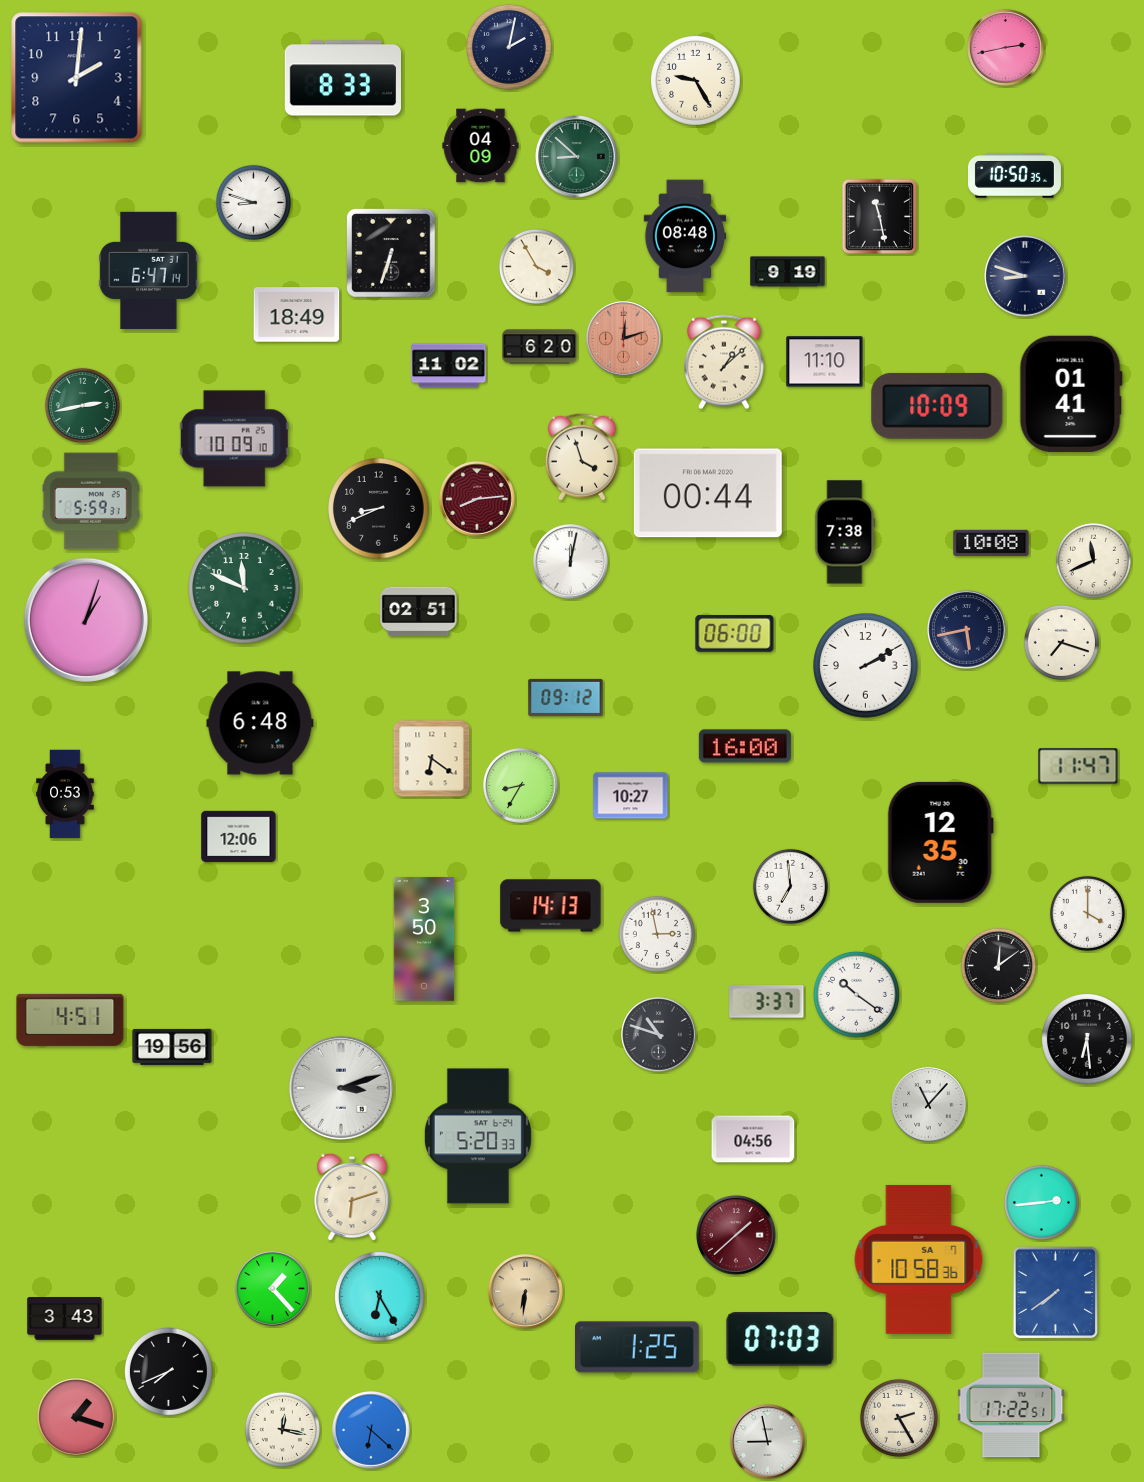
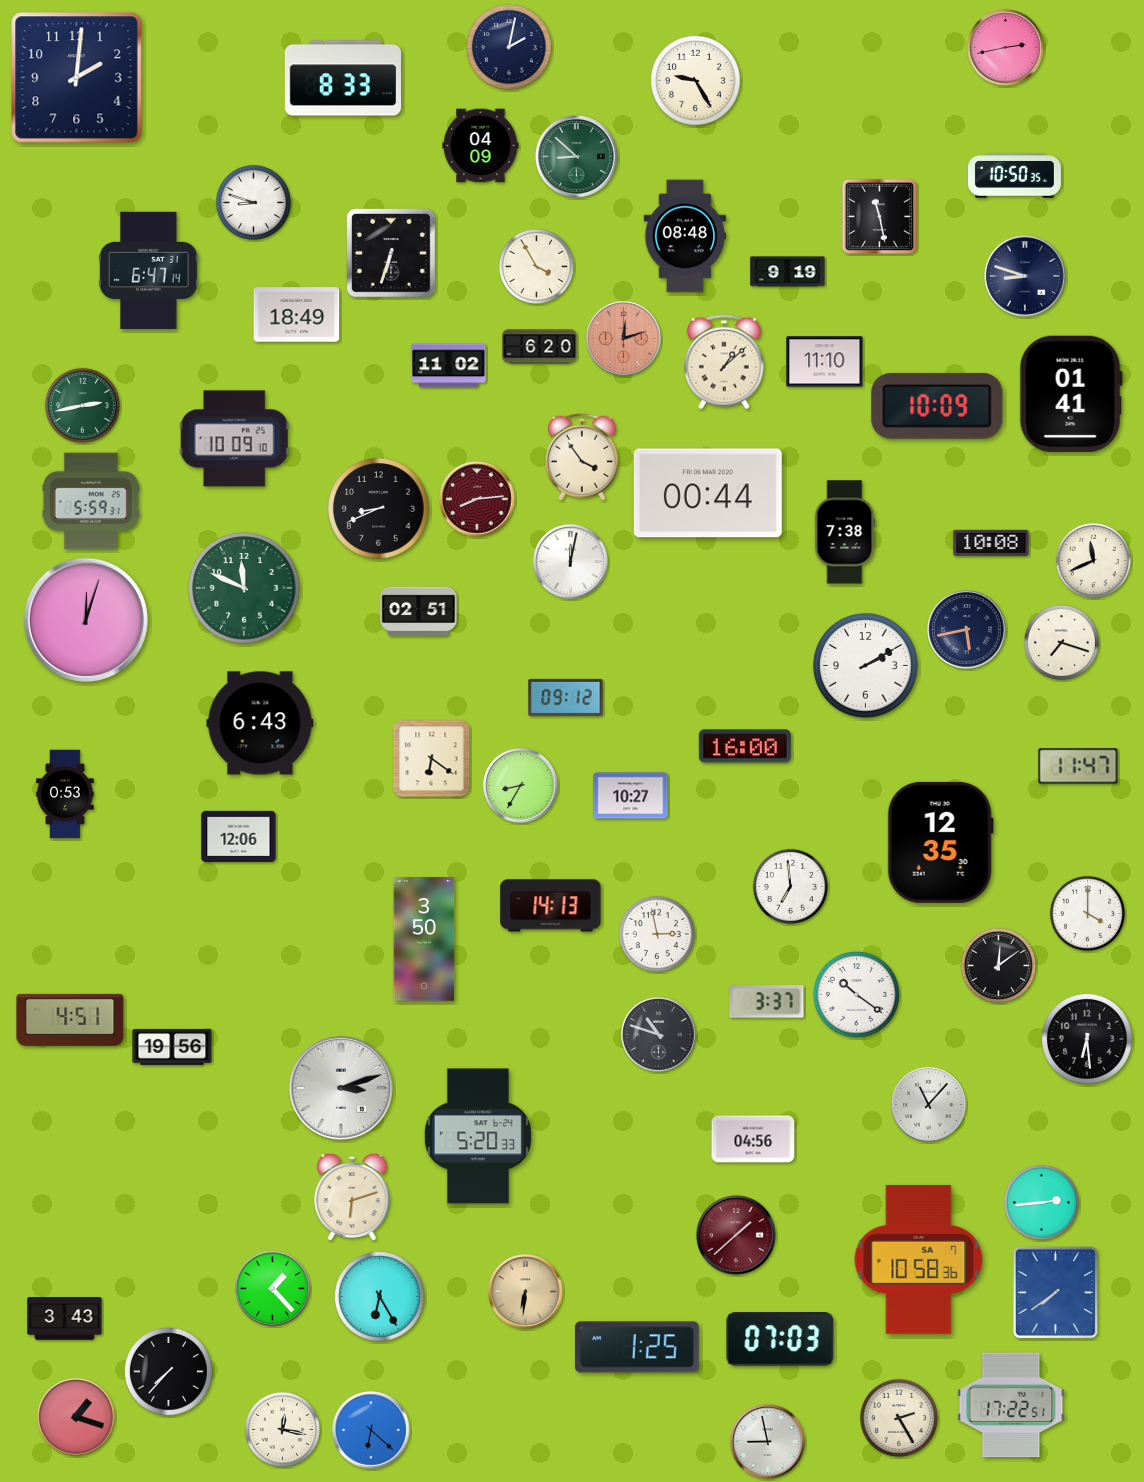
clock at (582, 457): 3:57 -> 3:54
clock at (86, 620): 1:03 -> 12:03
clock at (735, 634): 06:00 -> none
clock at (260, 723): 6:48 -> 6:43
clock at (168, 1371): 7:41 -> 7:37
